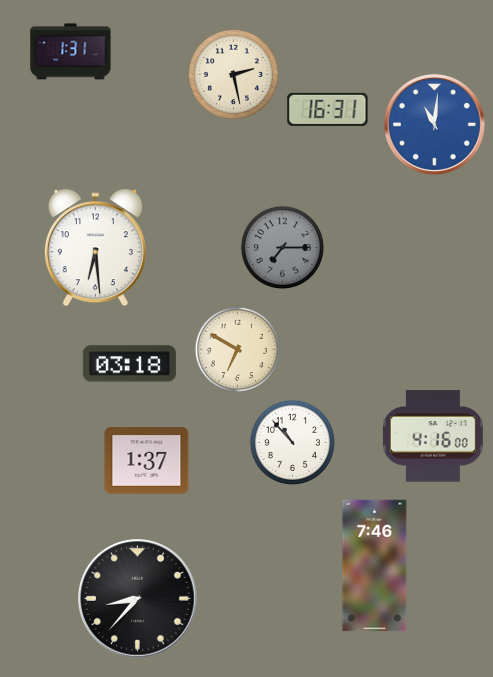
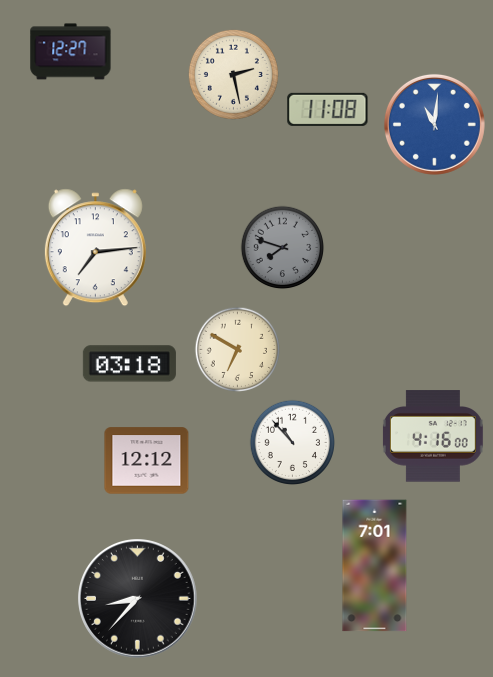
clock at (71, 52): 1:31 -> 12:27
clock at (328, 109): 16:31 -> 11:08
clock at (95, 248): 6:29 -> 7:14
clock at (283, 248): 7:15 -> 7:48
clock at (147, 461): 1:37 -> 12:12
clock at (375, 566): 7:46 -> 7:01
